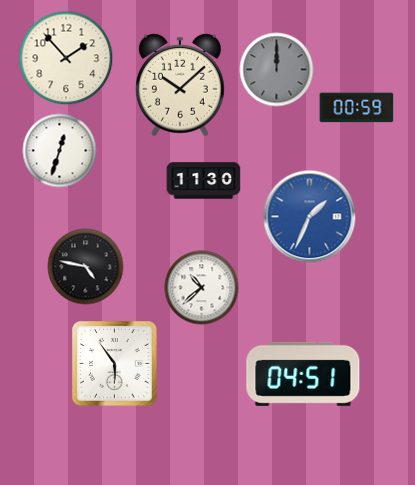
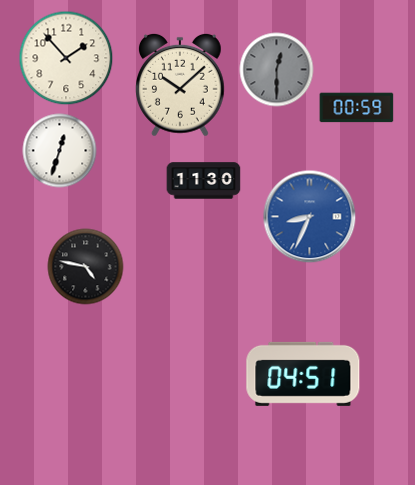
clock at (277, 70): 12:00 -> 12:30
clock at (310, 217): 1:34 -> 8:34
clock at (202, 288): 10:38 -> none
clock at (115, 364): 5:54 -> none
